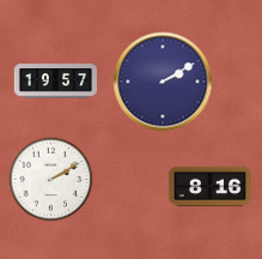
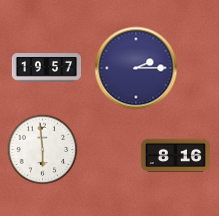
clock at (163, 82): 2:10 -> 2:15
clock at (51, 180): 2:10 -> 5:59
